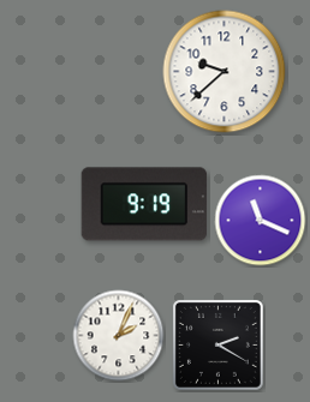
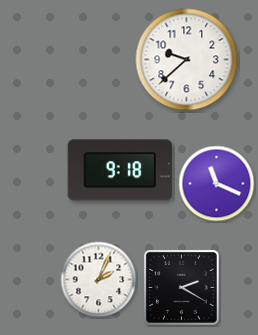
clock at (144, 204): 9:19 -> 9:18
